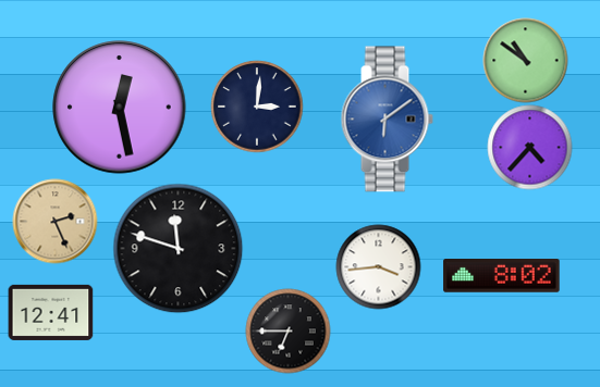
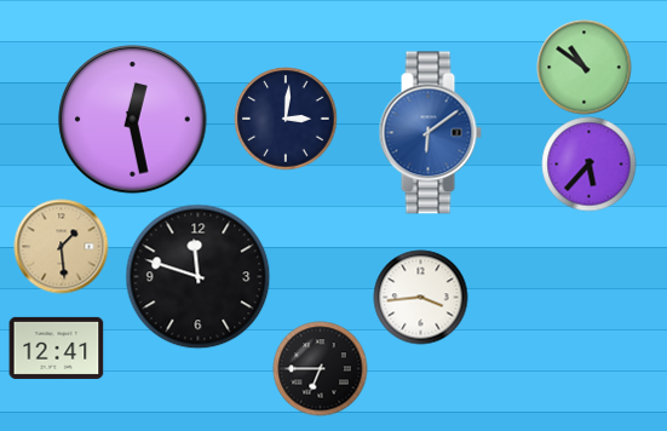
clock at (529, 147): 4:37 -> 5:37
clock at (54, 221): 2:26 -> 1:29
clock at (502, 276): 8:02 -> none
